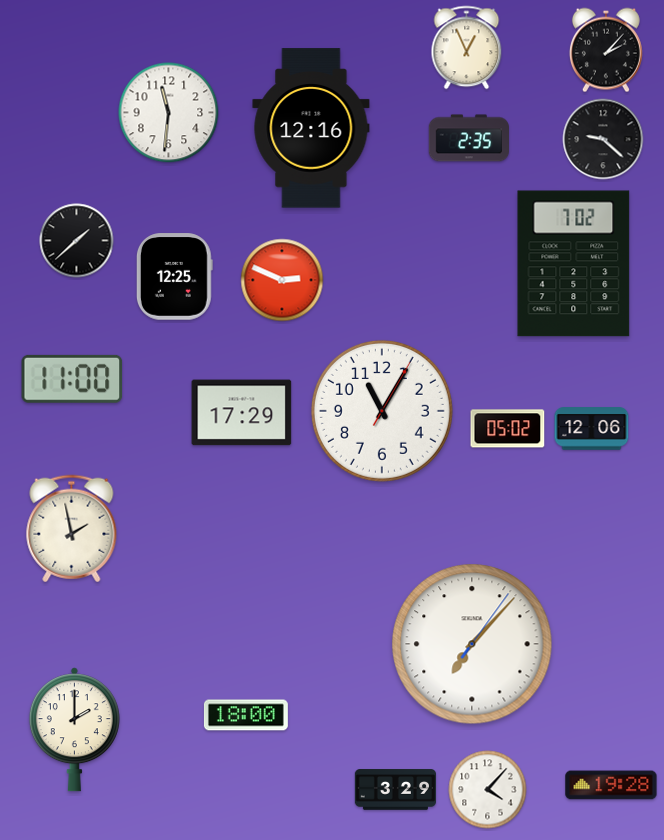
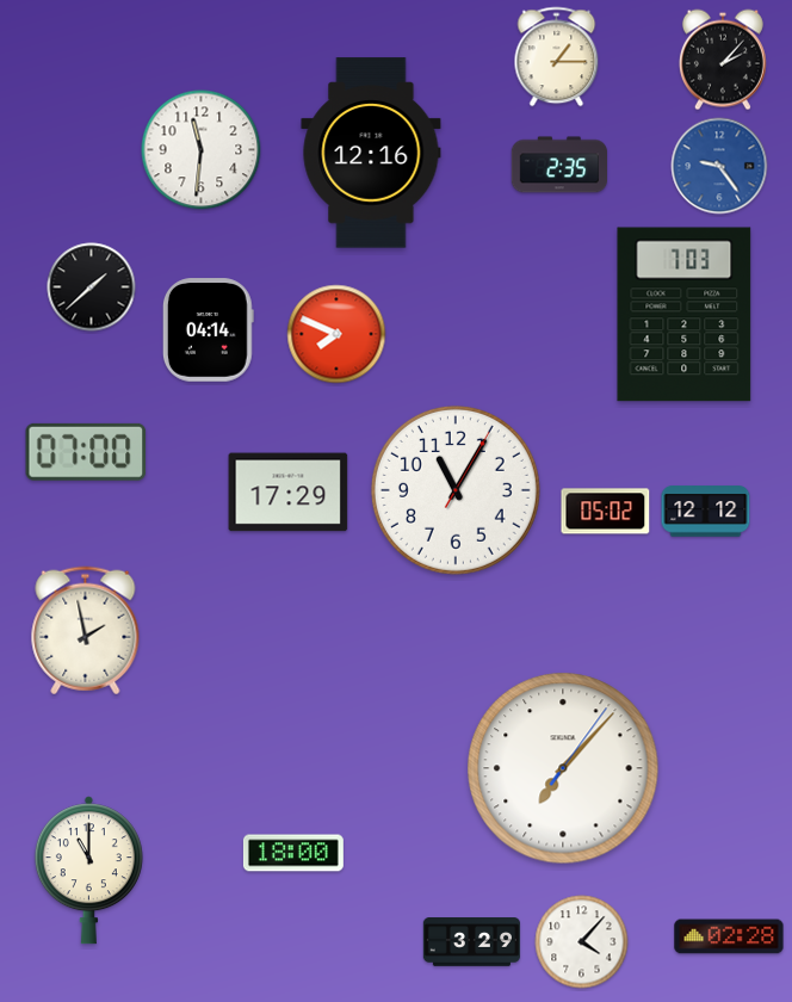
clock at (467, 48): 12:56 -> 1:15
clock at (169, 113) position: (169, 113) -> (202, 150)
clock at (603, 139): 9:22 -> 9:24
clock at (603, 139) dial: black -> blue
clock at (574, 264): 7:02 -> 7:03
clock at (174, 277): 12:25 -> 04:14
clock at (282, 280): 2:49 -> 7:49
clock at (72, 379): 11:00 -> 07:00
clock at (592, 429): 12:06 -> 12:12
clock at (74, 730): 2:00 -> 11:00
clock at (611, 785): 19:28 -> 02:28
